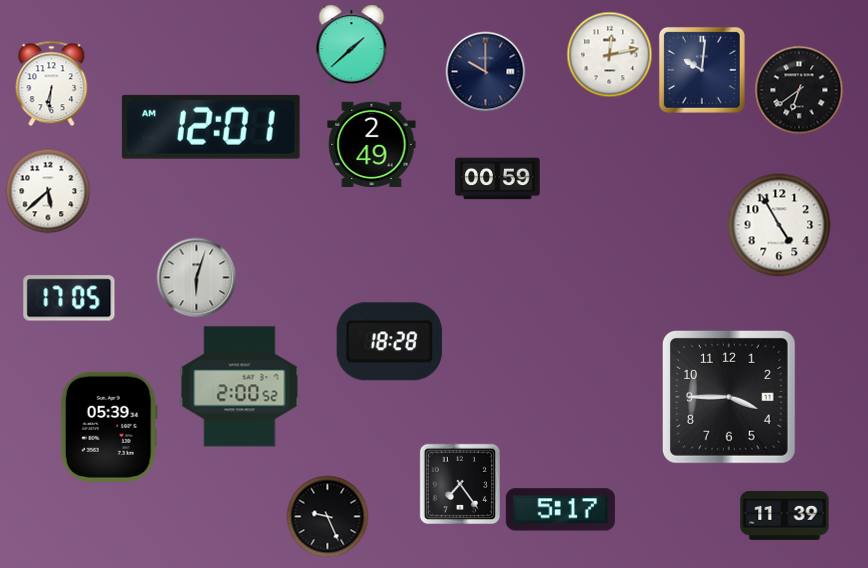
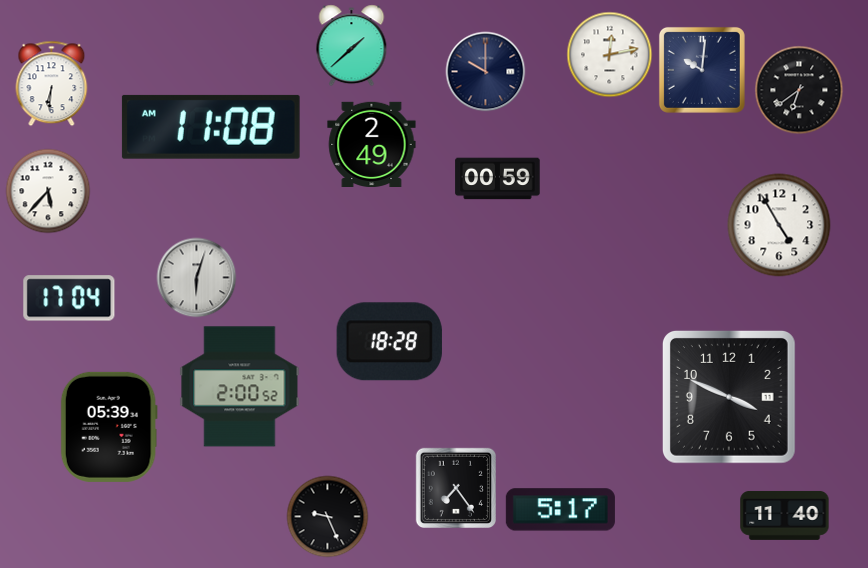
clock at (211, 127): 12:01 -> 11:08
clock at (48, 191): 5:38 -> 5:37
clock at (69, 298): 17:05 -> 17:04
clock at (729, 397): 3:45 -> 3:49
clock at (459, 483) position: (459, 483) -> (455, 487)
clock at (785, 516): 11:39 -> 11:40
